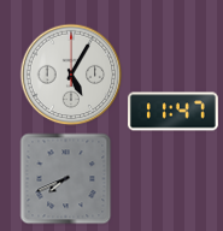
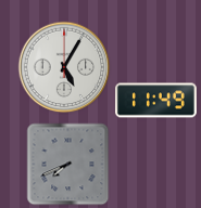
clock at (172, 112): 11:47 -> 11:49
clock at (66, 179) position: (66, 179) -> (68, 165)
